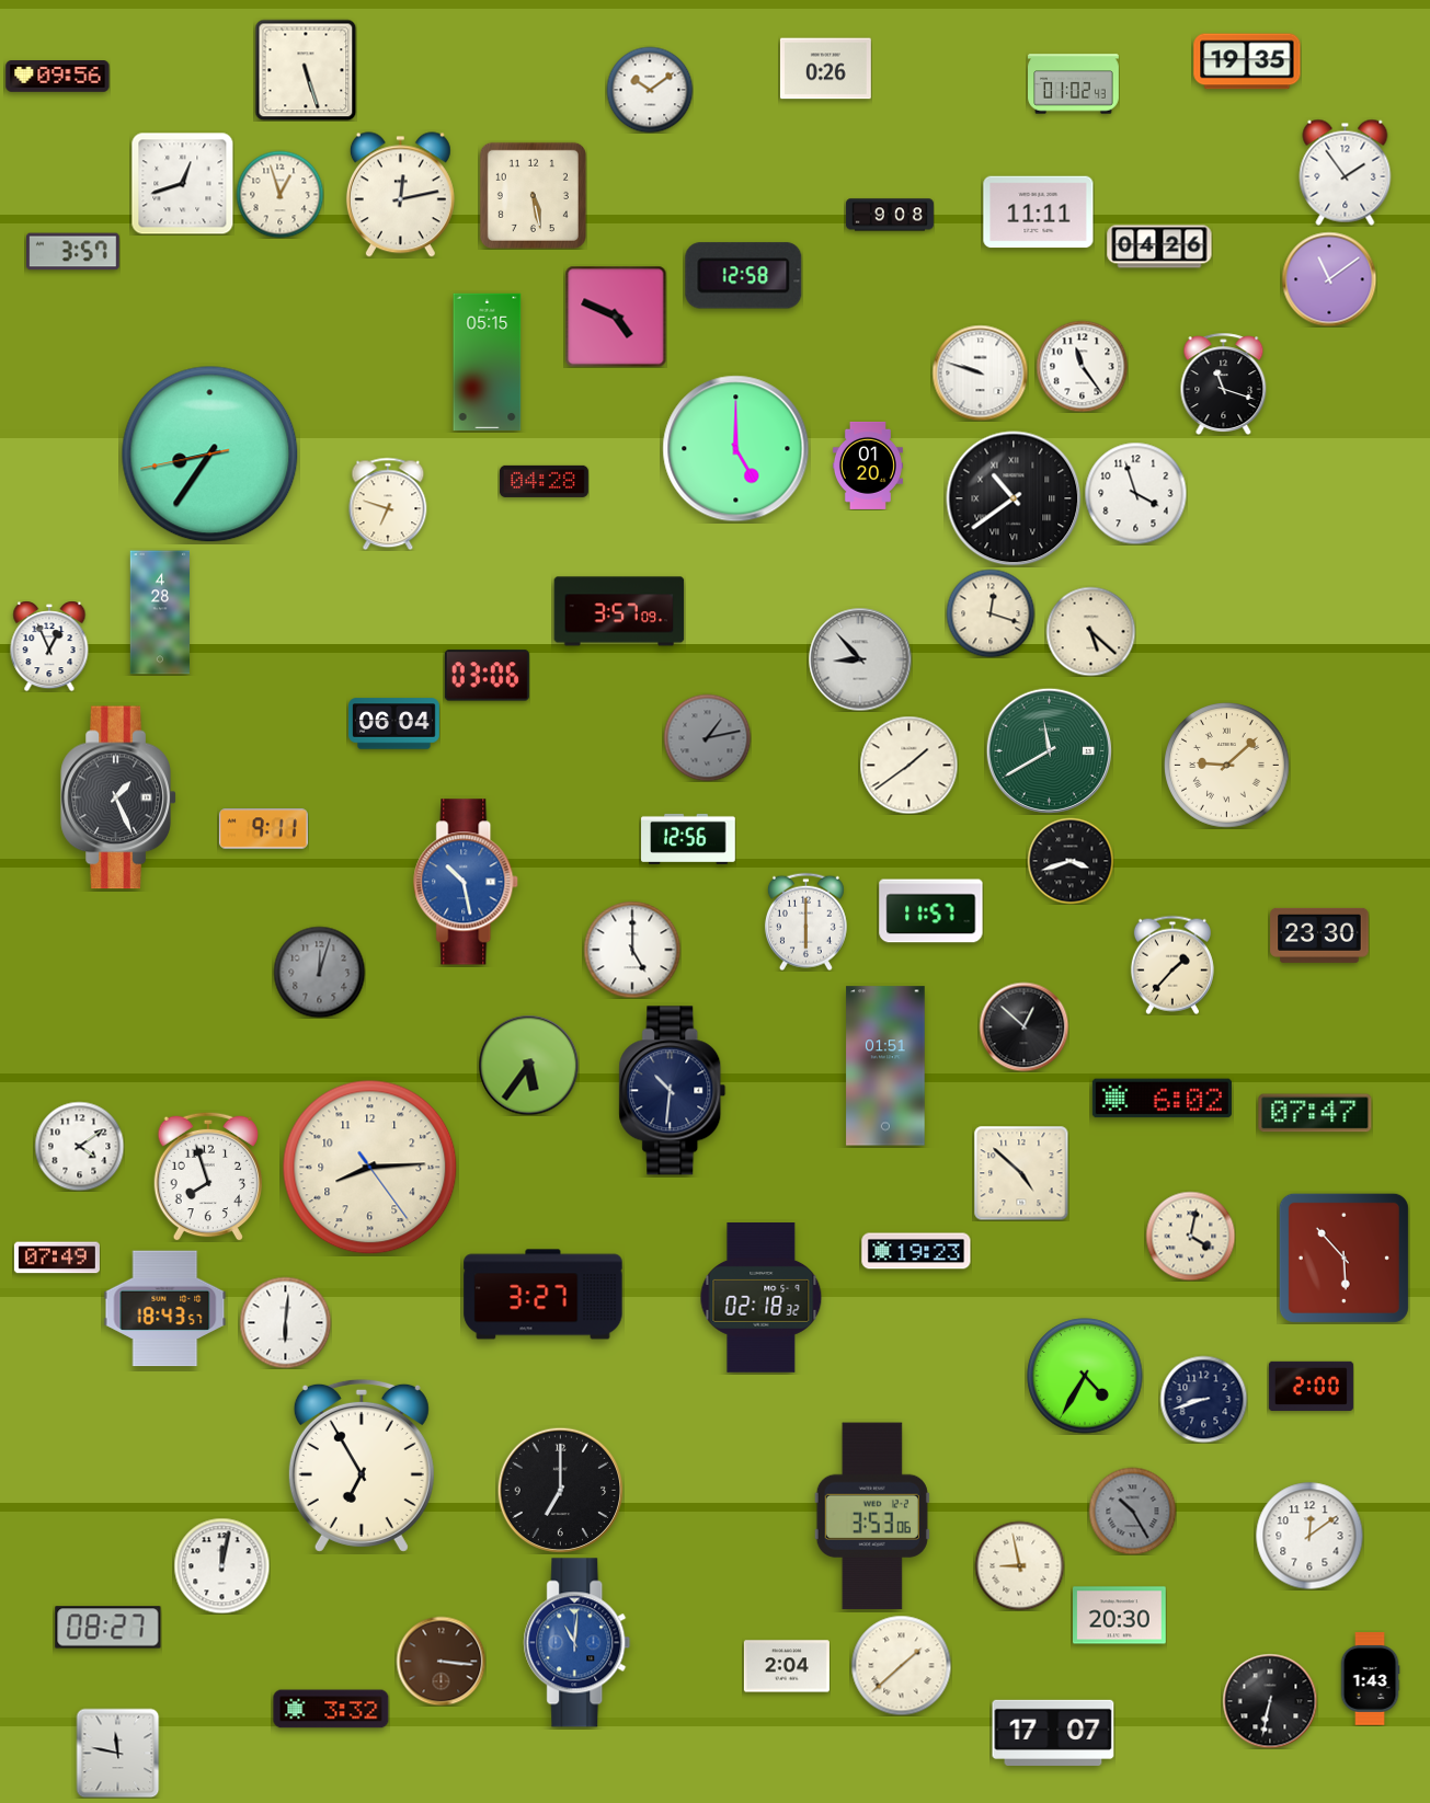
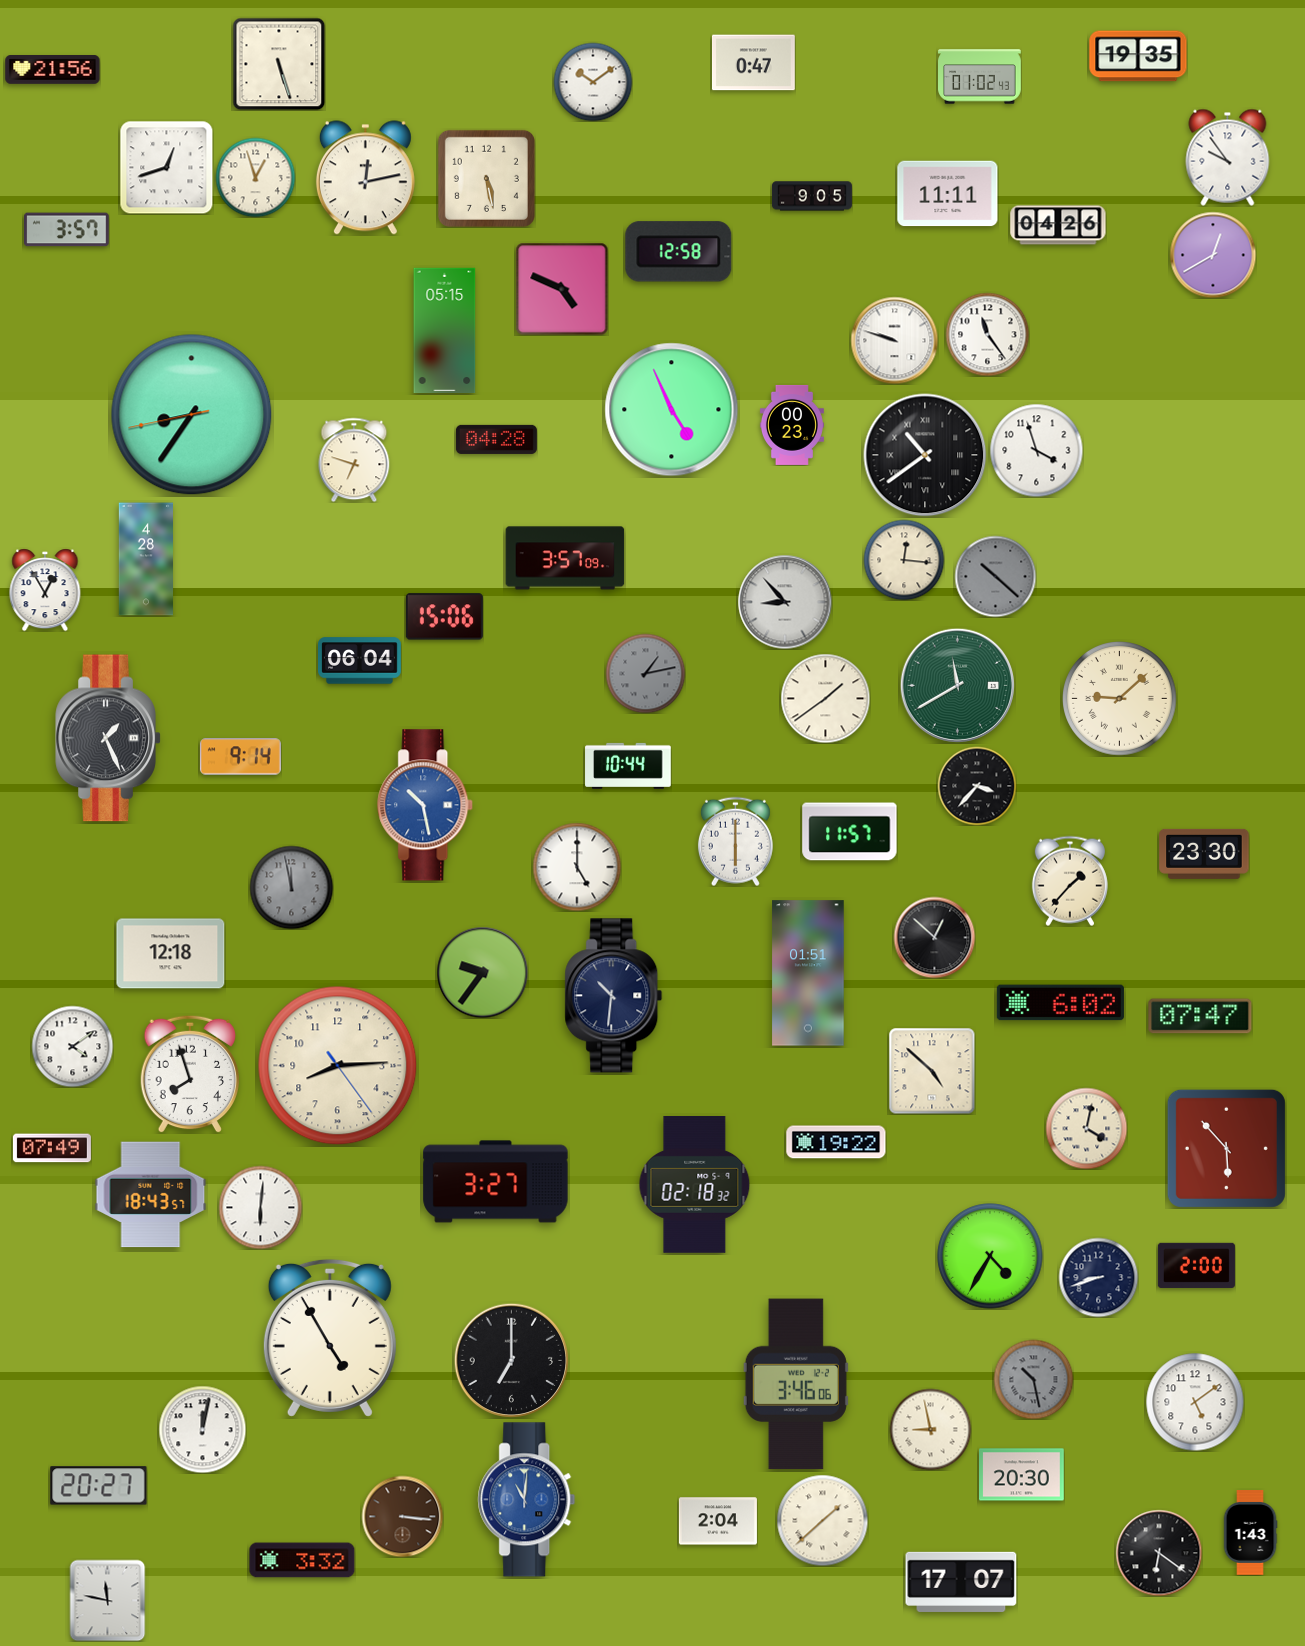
clock at (825, 69): 0:26 -> 0:47
clock at (58, 77): 09:56 -> 21:56
clock at (1346, 172): 1:54 -> 9:54
clock at (890, 215): 9:08 -> 9:05
clock at (1329, 279): 11:09 -> 12:40
clock at (1224, 383): 11:18 -> none
clock at (736, 449): 5:00 -> 4:56
clock at (868, 466): 01:20 -> 00:23
clock at (991, 613): 12:18 -> 12:16
clock at (1090, 631): 5:22 -> 10:22
clock at (1090, 631) dial: cream -> grey
clock at (49, 646): 12:56 -> 12:55
clock at (487, 676): 03:06 -> 15:06
clock at (908, 765) position: (908, 765) -> (825, 698)
clock at (118, 797) position: (118, 797) -> (108, 738)
clock at (263, 829): 9:11 -> 9:14
clock at (688, 839): 12:56 -> 10:44
clock at (1071, 861): 3:42 -> 3:37
clock at (319, 972): 12:03 -> 11:58
clock at (171, 954): none -> 12:18
clock at (528, 1065): 5:36 -> 9:36
clock at (916, 1251): 19:23 -> 19:22
clock at (362, 1466): 6:55 -> 4:55
clock at (1132, 1511): 10:25 -> 10:28
clock at (872, 1516): 3:53 -> 3:46
clock at (1309, 1536): 12:09 -> 5:09
clock at (108, 1628): 08:27 -> 20:27
clock at (1270, 1701): 6:32 -> 6:21
